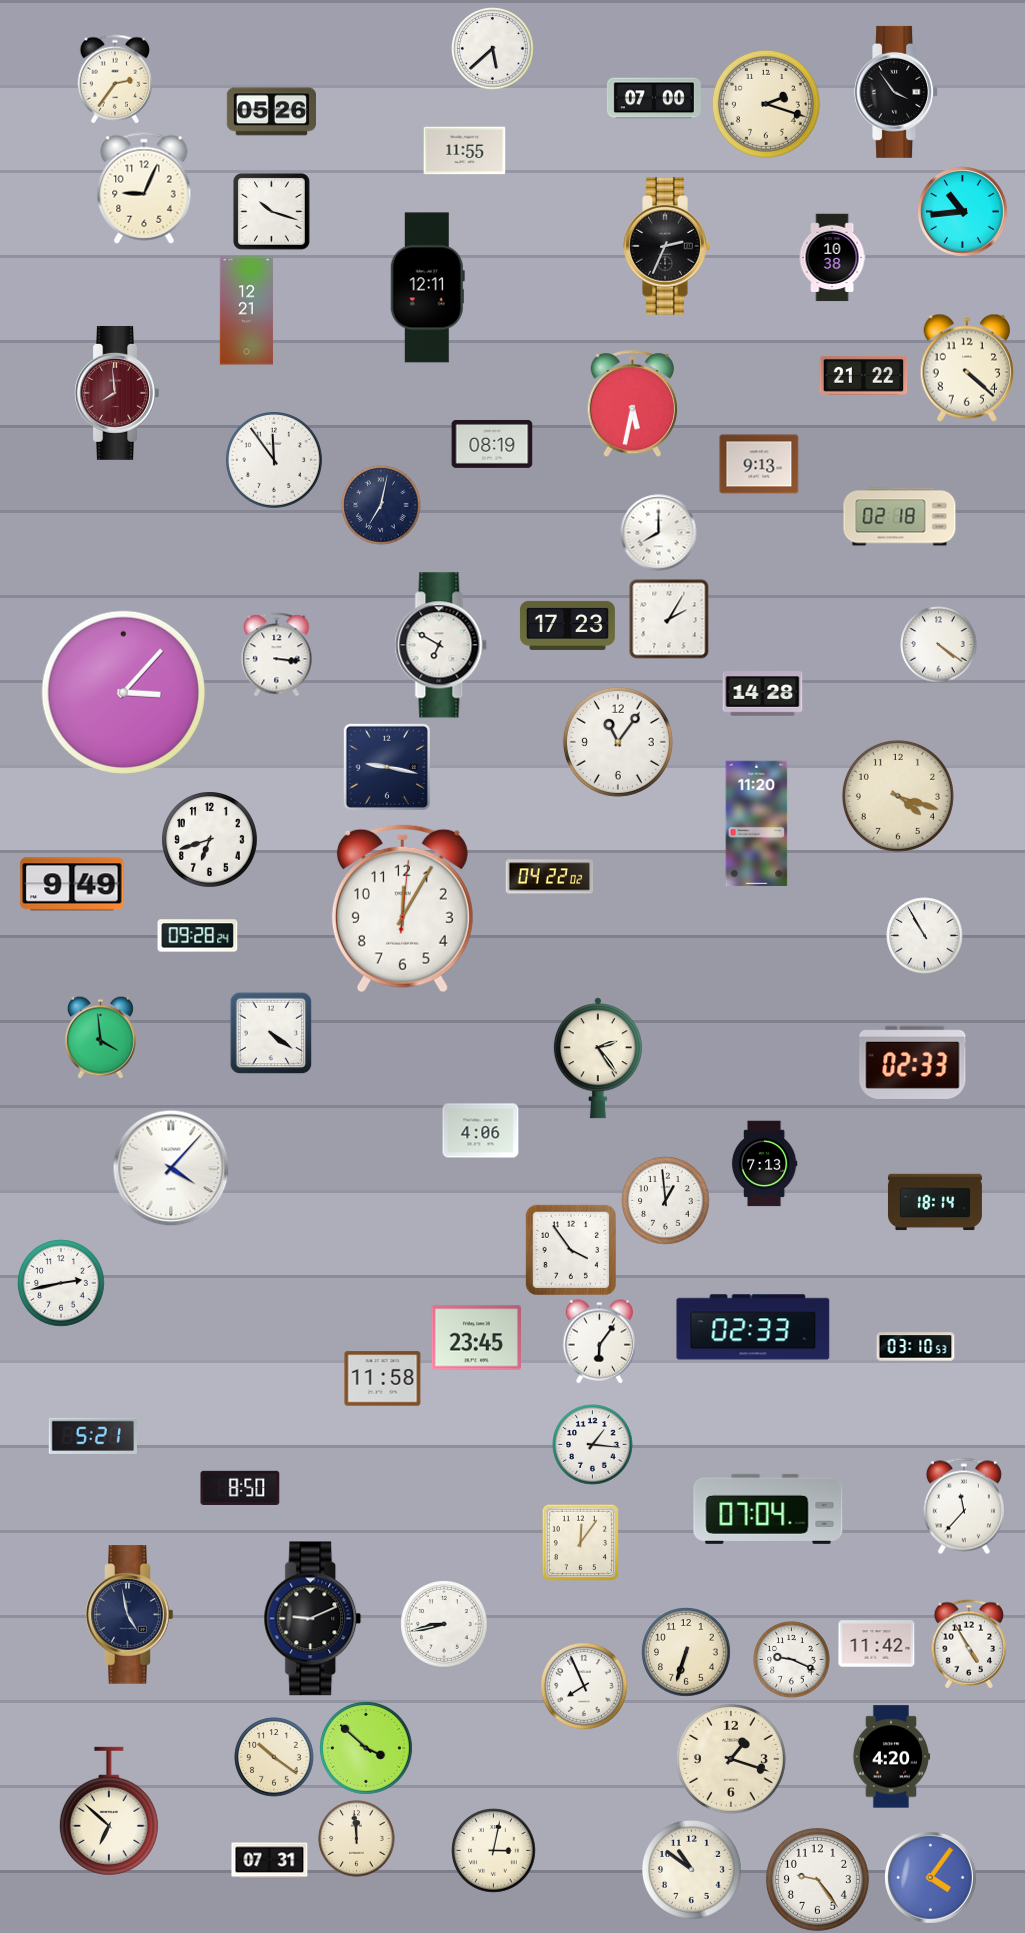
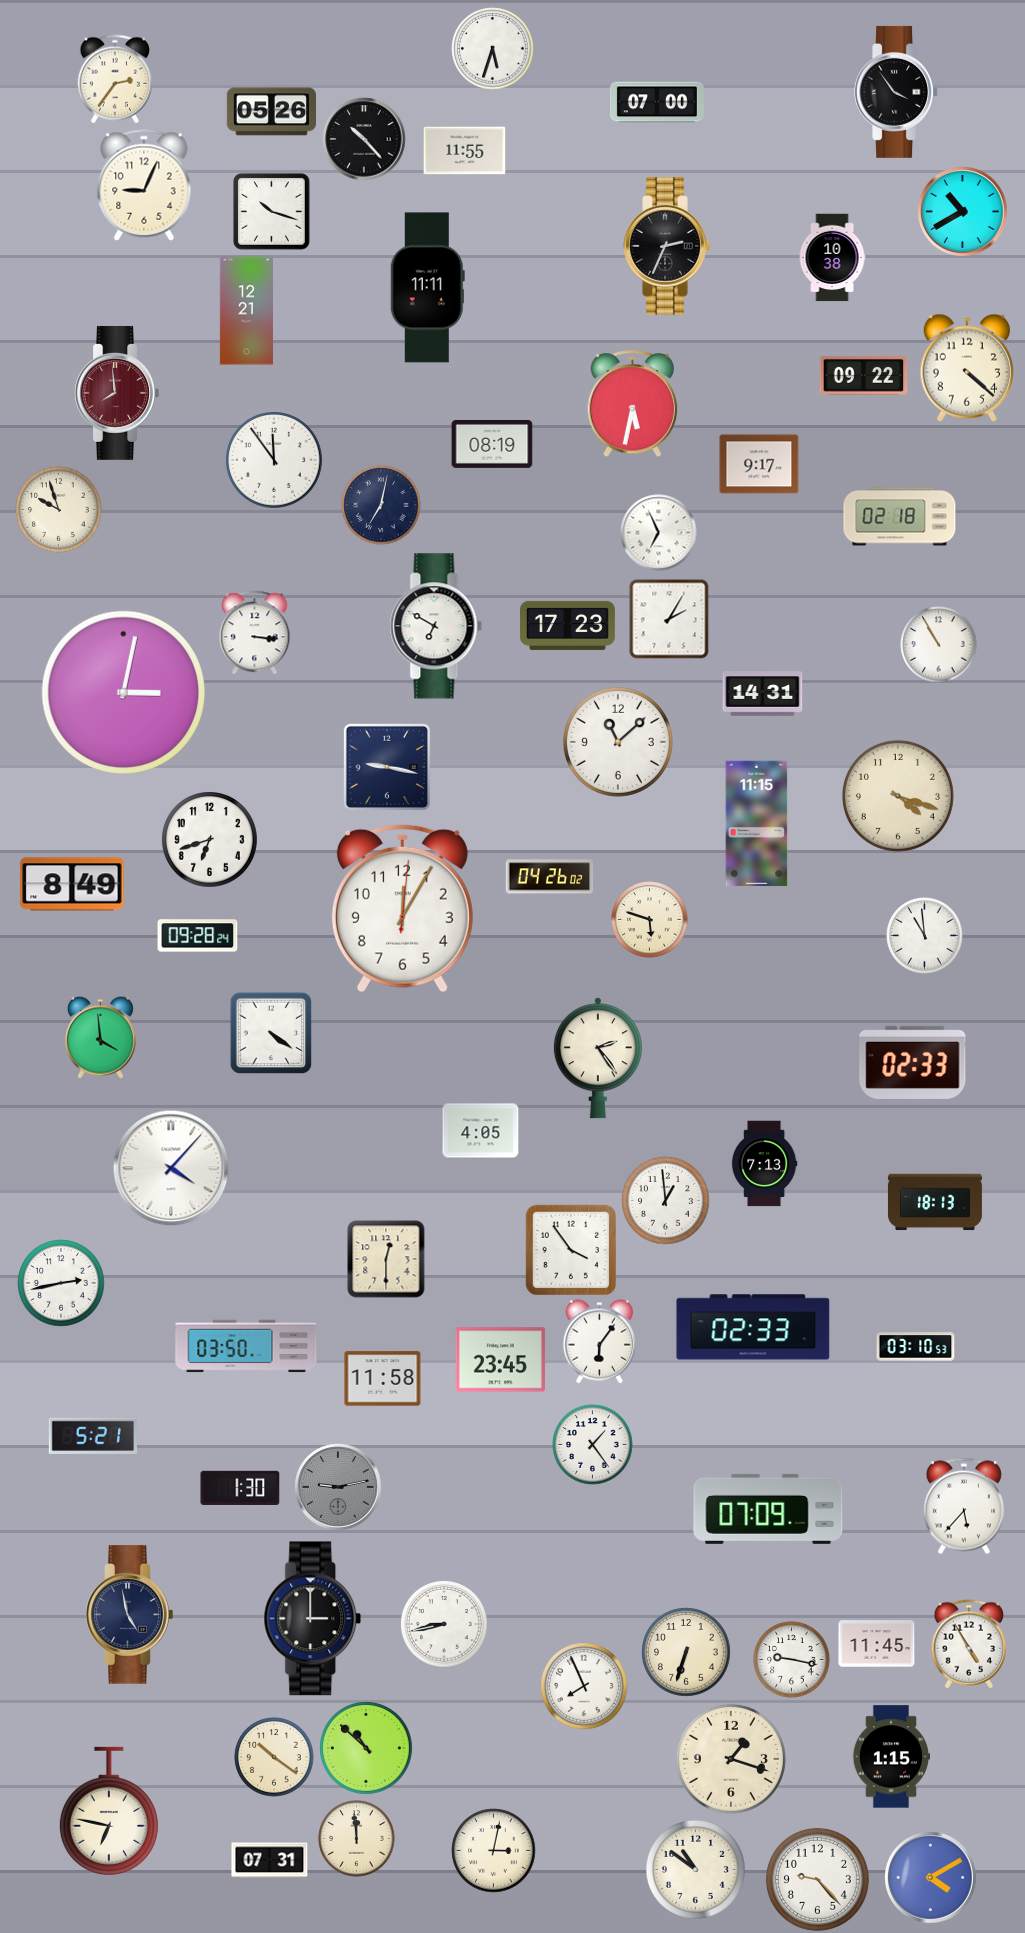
clock at (493, 49): 5:38 -> 5:33
clock at (654, 98) position: (654, 98) -> (657, 102)
clock at (766, 104): 2:18 -> none
clock at (364, 139): none -> 10:23
clock at (144, 188) position: (144, 188) -> (144, 185)
clock at (963, 212): 10:44 -> 10:40
clock at (427, 288): 12:11 -> 11:11
clock at (864, 375): 21:22 -> 09:22
clock at (759, 464): 9:13 -> 9:17
clock at (59, 510): none -> 9:57
clock at (659, 533): 8:00 -> 6:56
clock at (441, 645) position: (441, 645) -> (436, 626)
clock at (939, 645): 4:21 -> 10:55
clock at (277, 655) position: (277, 655) -> (255, 633)
clock at (123, 692): 3:07 -> 3:02
clock at (763, 694): 14:28 -> 14:31
clock at (618, 742): 11:06 -> 11:08
clock at (757, 824): 11:20 -> 11:15
clock at (550, 877): 04:22 -> 04:26
clock at (72, 884): 9:49 -> 8:49
clock at (650, 920): none -> 5:48
clock at (925, 936): 10:55 -> 10:59
clock at (481, 1131): 4:06 -> 4:05
clock at (935, 1202): 18:14 -> 18:13
clock at (386, 1259): none -> 12:30
clock at (476, 1338) position: (476, 1338) -> (500, 1360)
clock at (246, 1346): none -> 03:50
clock at (593, 1445): 1:16 -> 1:24
clock at (240, 1487): 8:50 -> 1:30
clock at (338, 1487): none -> 9:13
clock at (964, 1506): 11:37 -> 5:37
clock at (768, 1509): 07:04 -> 07:09
clock at (580, 1542): 12:06 -> none
clock at (313, 1619): 9:11 -> 3:00
clock at (877, 1644): 11:42 -> 11:45
clock at (792, 1660): 9:19 -> 9:17
clock at (367, 1749): 3:52 -> 10:52
clock at (891, 1757): 4:20 -> 1:15
clock at (109, 1811): 6:52 -> 6:47
clock at (691, 1869) position: (691, 1869) -> (695, 1869)
clock at (931, 1878): 4:06 -> 4:10
clock at (817, 1879): 9:24 -> 9:23
